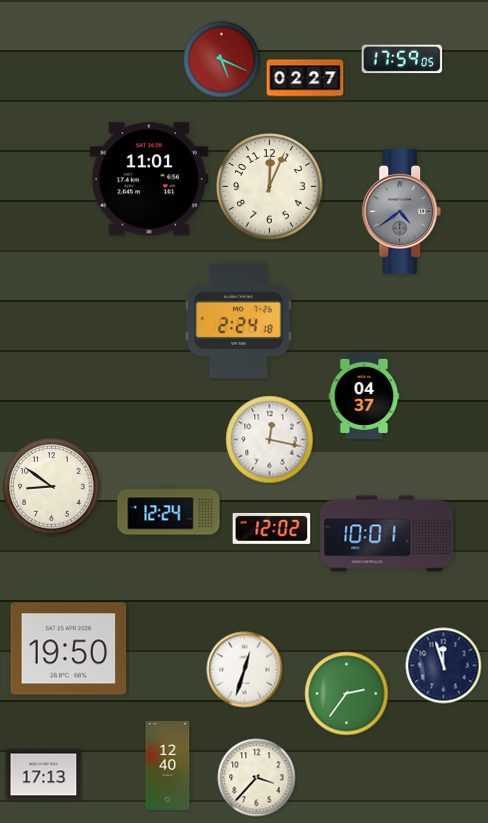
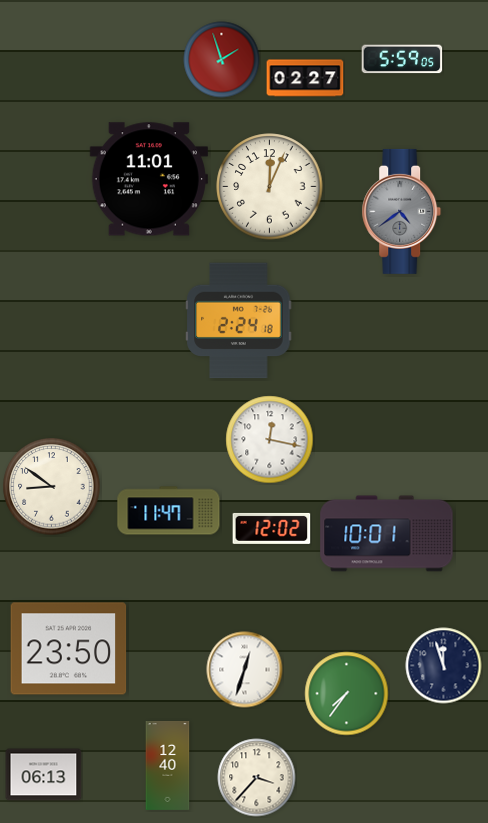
clock at (402, 59): 17:59 -> 5:59
clock at (222, 60): 5:19 -> 1:57
clock at (364, 396): 04:37 -> none
clock at (169, 511): 12:24 -> 11:47
clock at (69, 649): 19:50 -> 23:50
clock at (347, 694): 2:36 -> 7:36
clock at (44, 775): 17:13 -> 06:13
